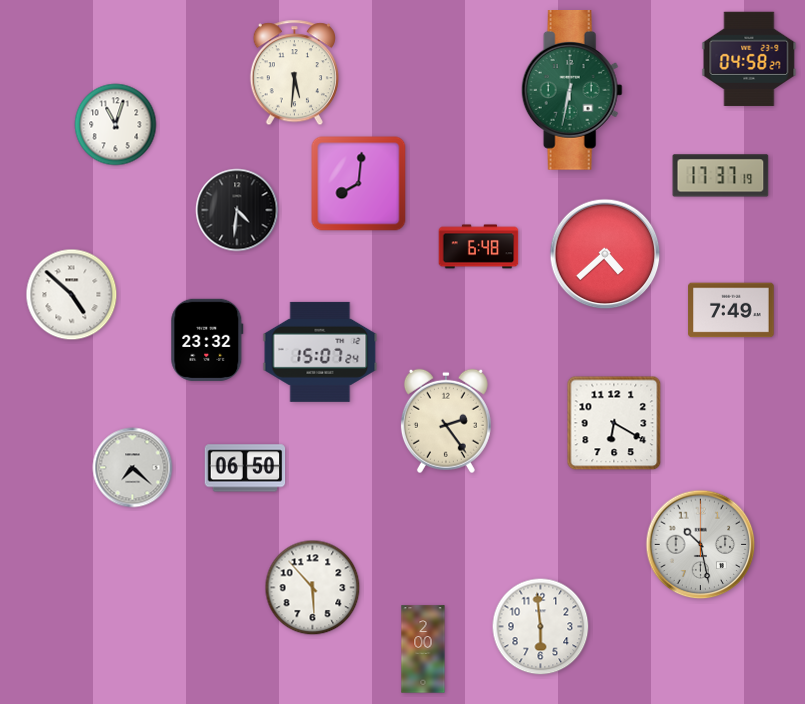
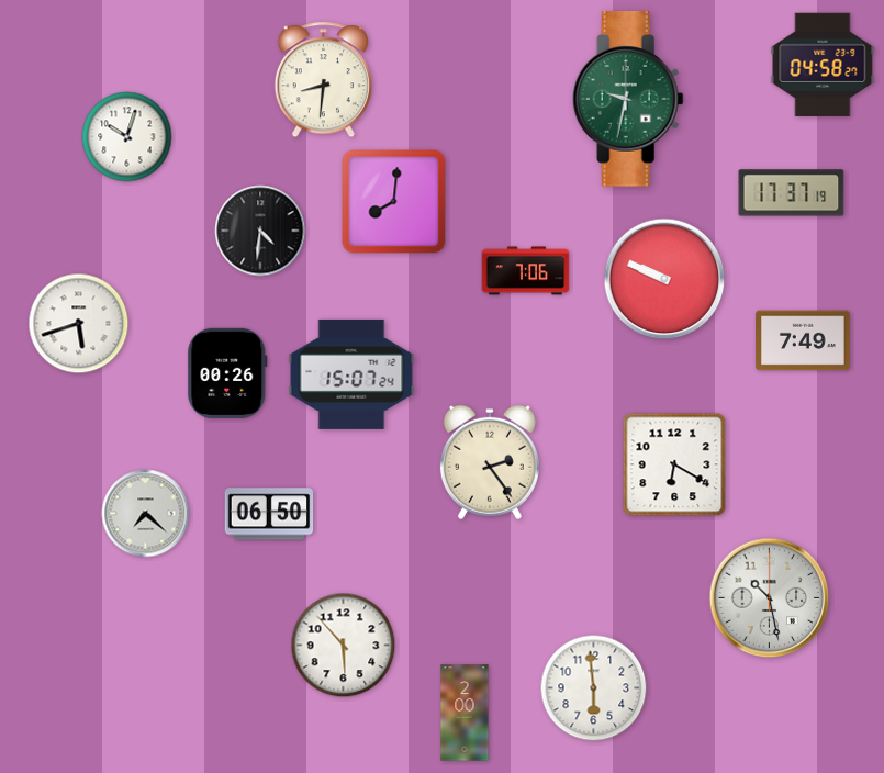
clock at (294, 73): 5:31 -> 8:31
clock at (572, 91): 6:32 -> 9:32
clock at (116, 125): 11:03 -> 10:03
clock at (479, 247): 6:48 -> 7:06
clock at (605, 254): 4:38 -> 9:49
clock at (72, 295): 4:52 -> 5:42
clock at (207, 340): 23:32 -> 00:26
clock at (320, 352) position: (320, 352) -> (351, 374)
